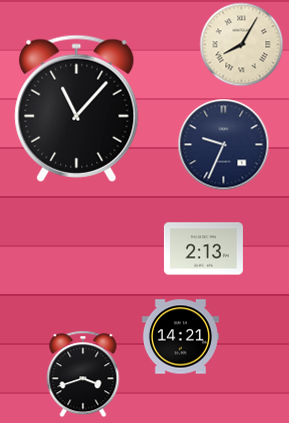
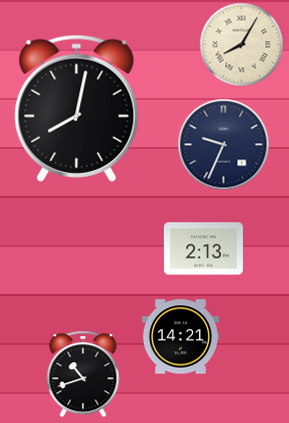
clock at (77, 108): 11:07 -> 8:02
clock at (83, 374): 3:42 -> 10:42
